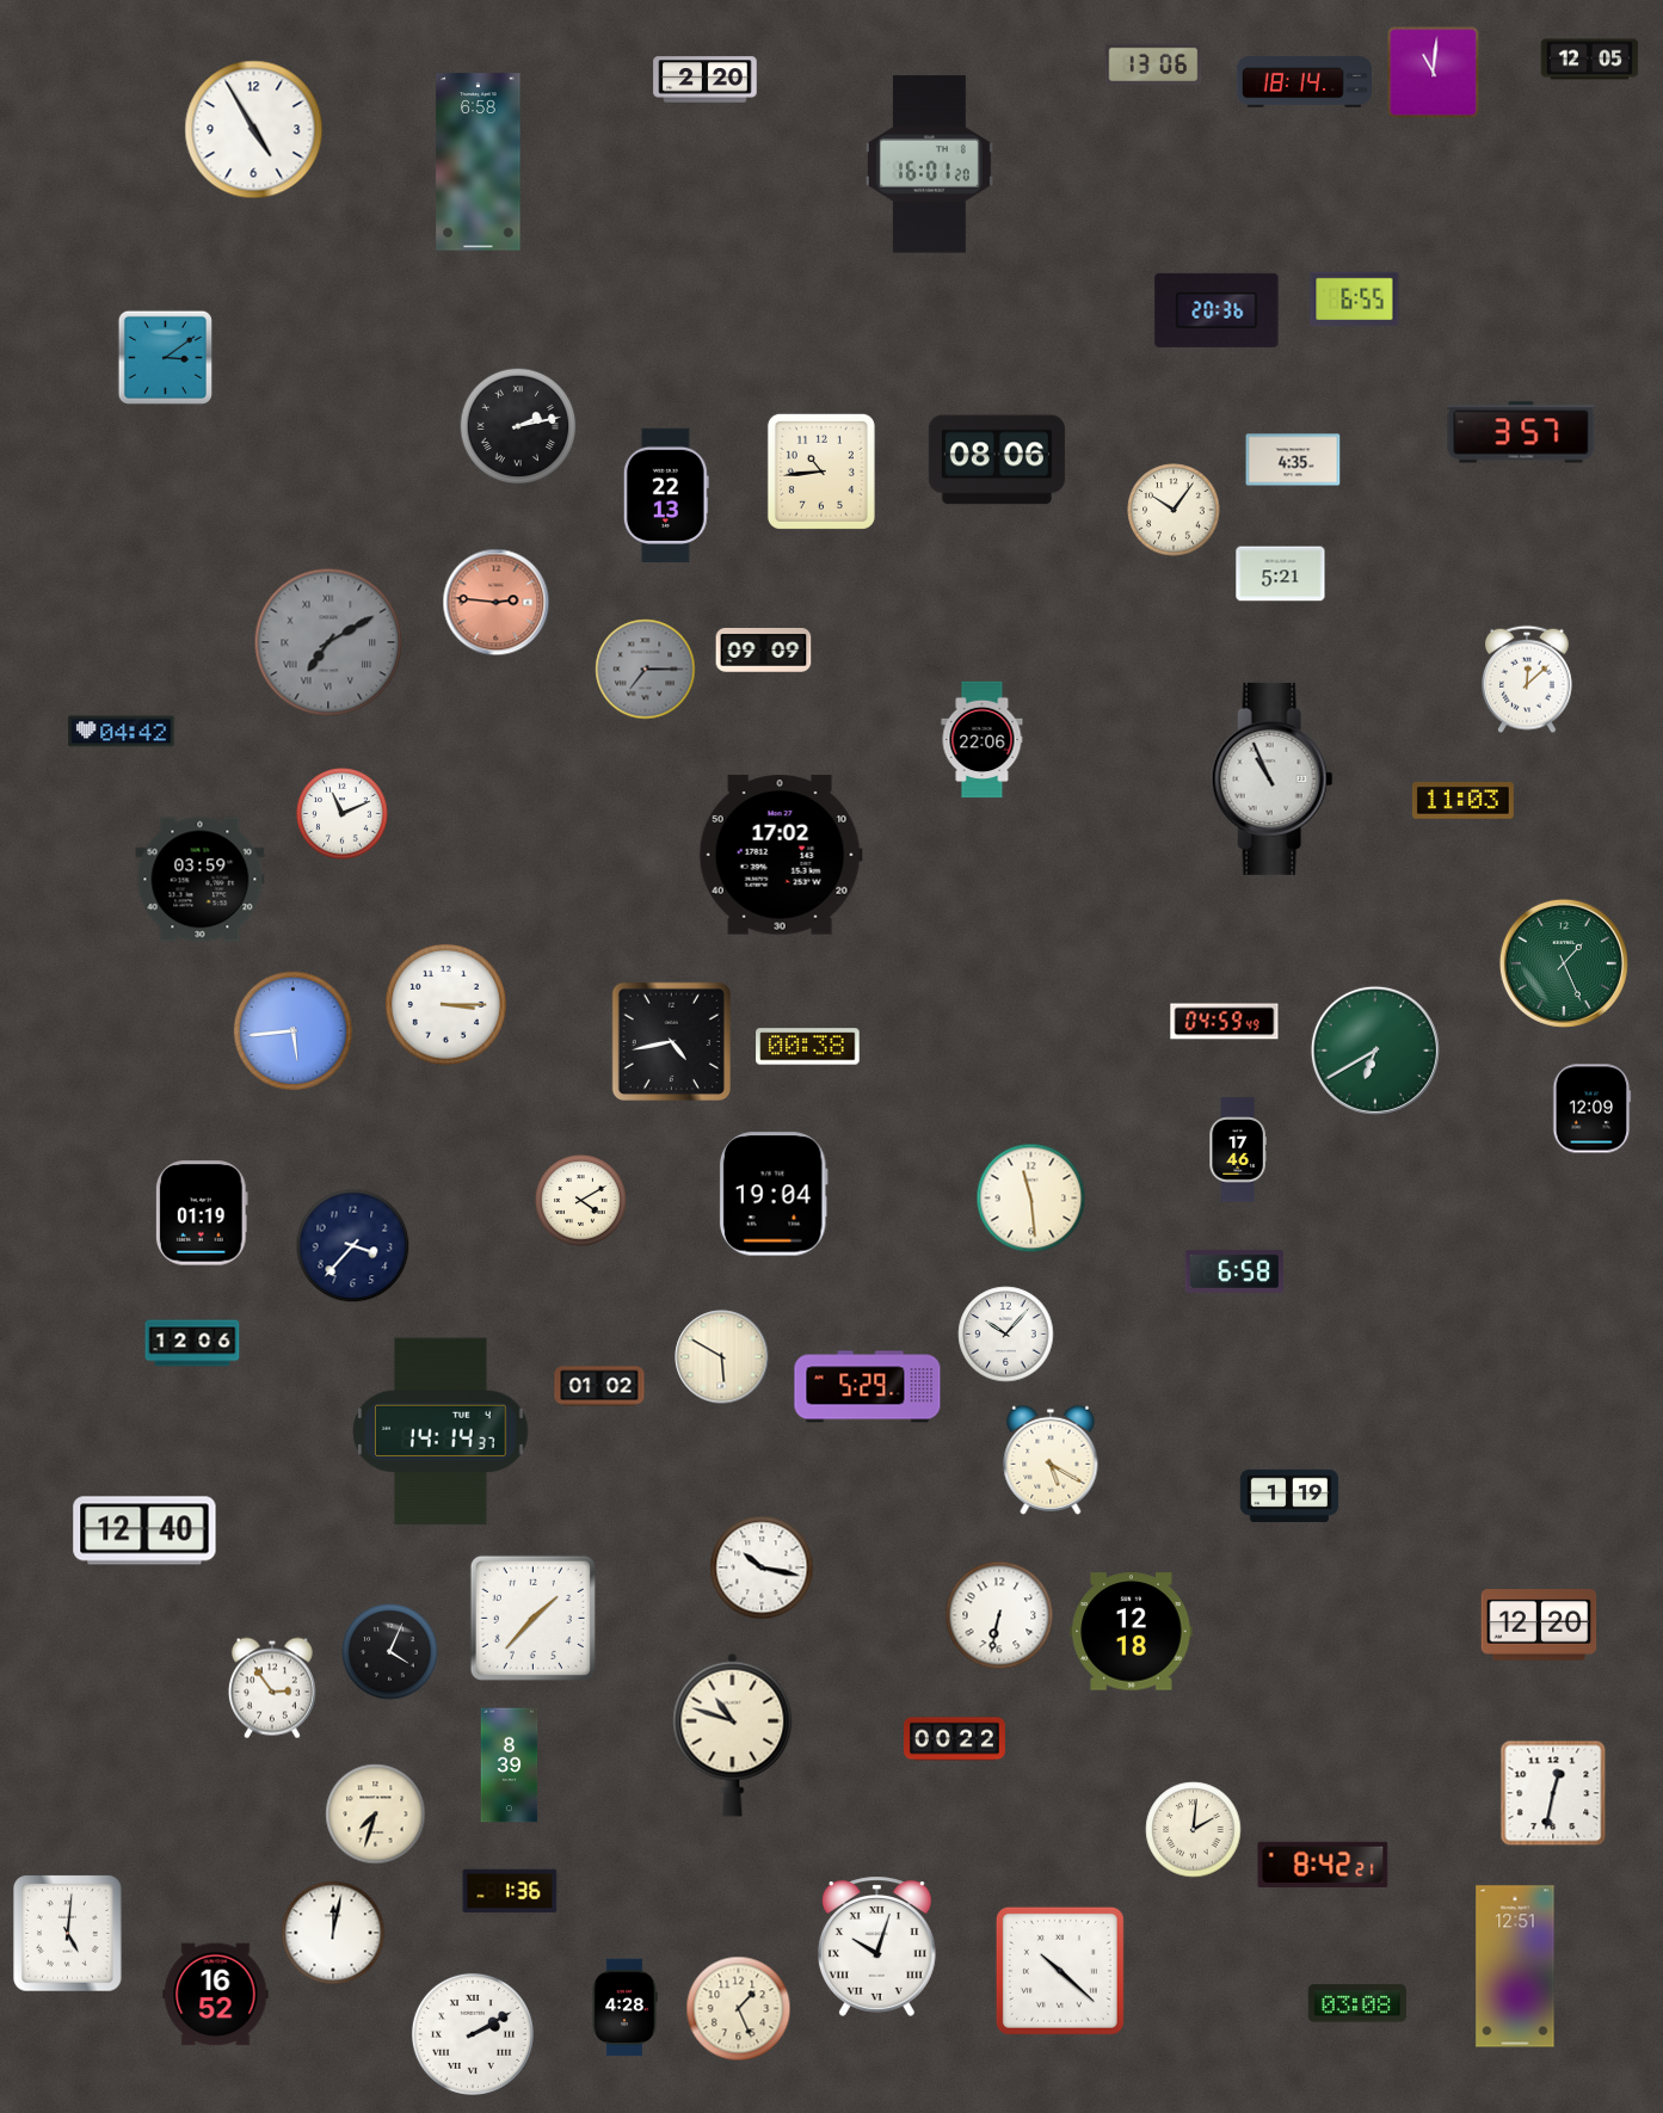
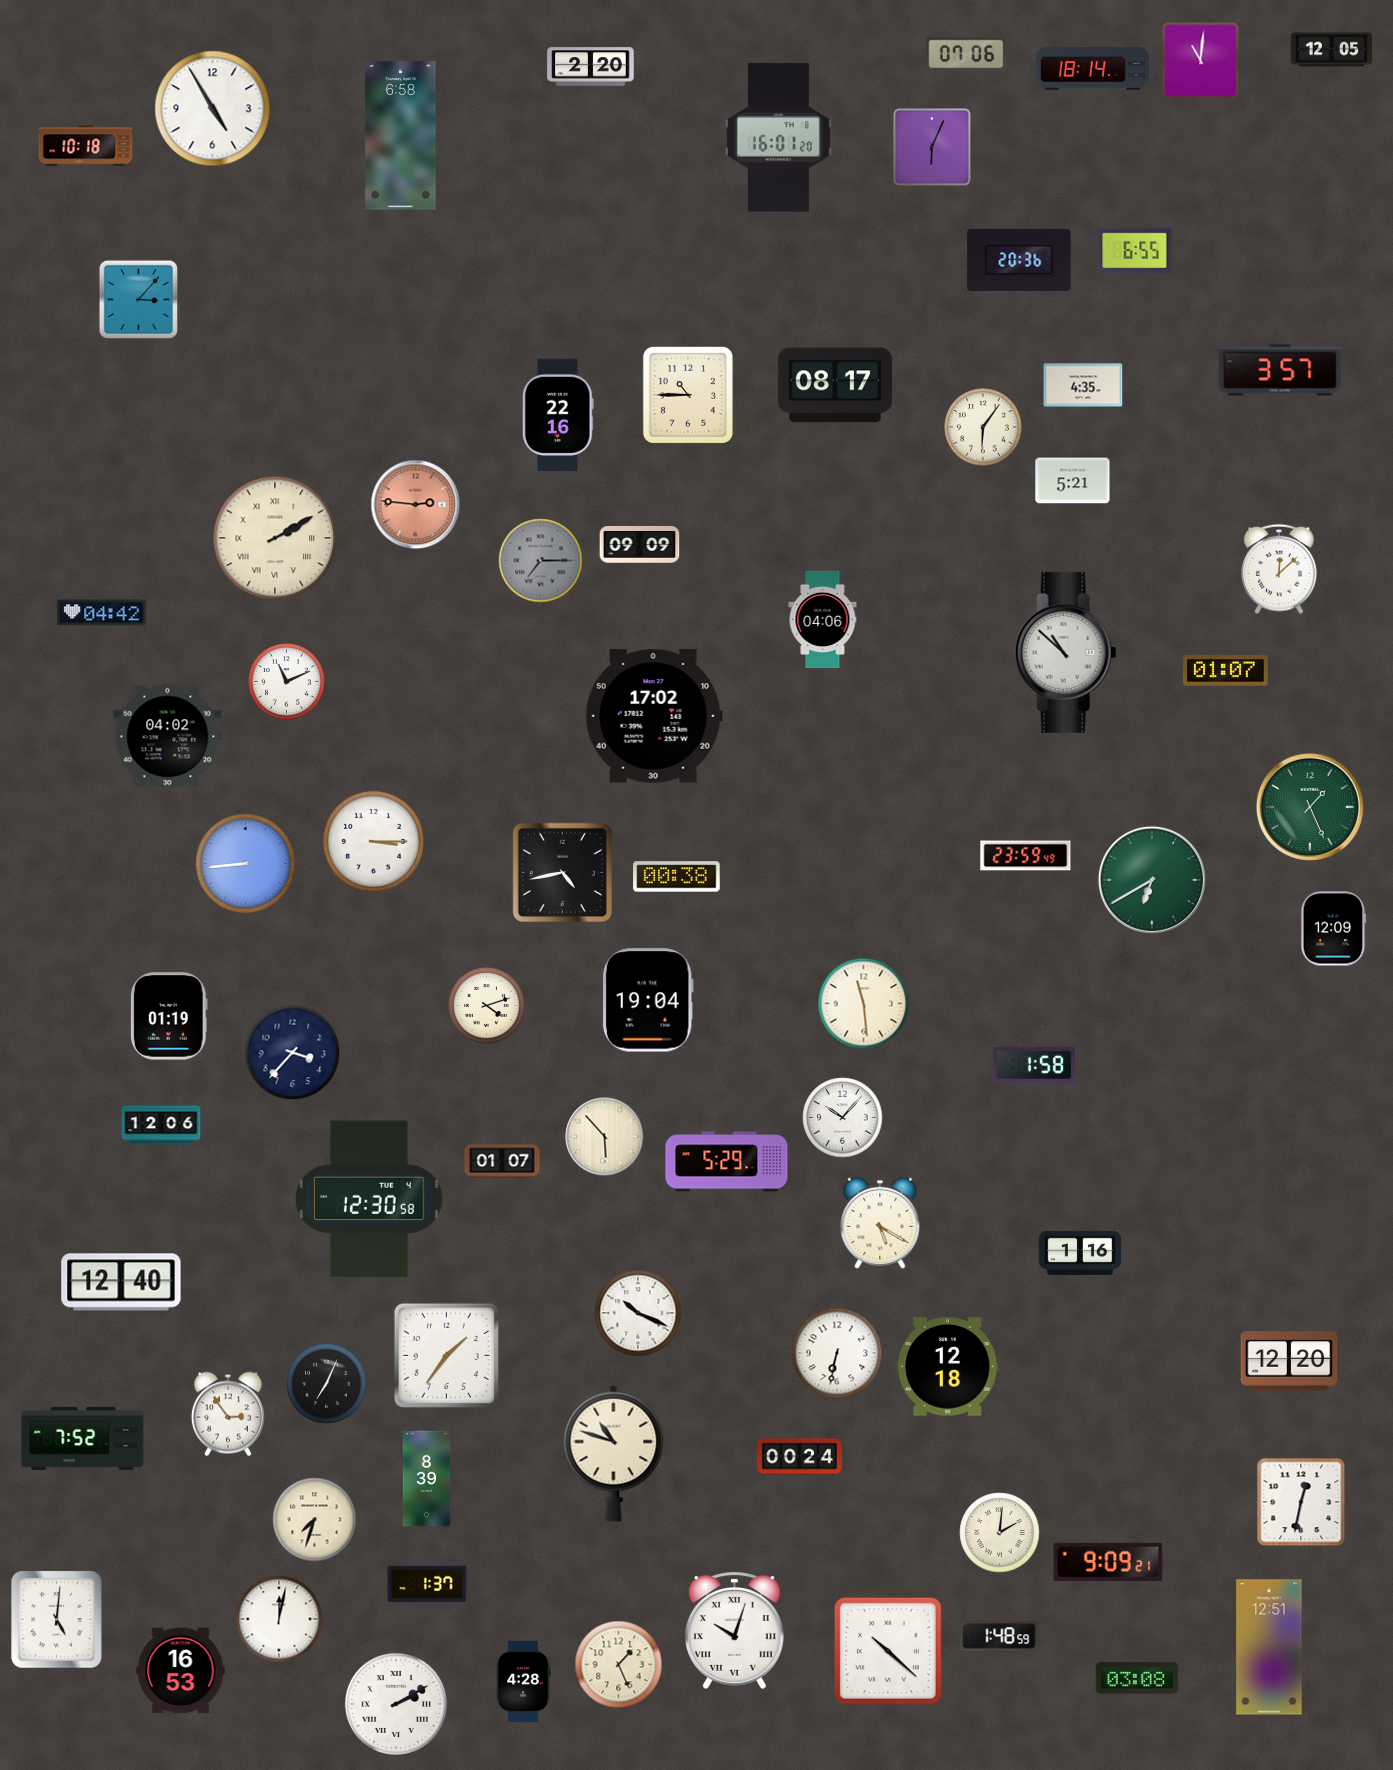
clock at (1153, 64): 13:06 -> 07:06
clock at (86, 146): none -> 10:18
clock at (932, 147): none -> 6:04
clock at (165, 357): 3:09 -> 3:07
clock at (518, 426): 2:13 -> none
clock at (1521, 432) position: (1521, 432) -> (1280, 370)
clock at (997, 460): 08:06 -> 08:17
clock at (821, 472): 10:44 -> 10:45
clock at (666, 495): 22:13 -> 22:16
clock at (1174, 510): 10:06 -> 6:06
clock at (328, 642): 7:10 -> 2:10
clock at (328, 642) dial: grey -> cream
clock at (983, 740): 22:06 -> 04:06
clock at (1273, 778): 10:56 -> 10:52
clock at (1462, 801): 11:03 -> 01:07
clock at (201, 880): 03:59 -> 04:02
clock at (1225, 1022): 04:59 -> 23:59
clock at (292, 1030): 5:44 -> 8:44
clock at (1238, 1150): 17:46 -> none
clock at (581, 1201): 4:10 -> 4:12
clock at (353, 1246) position: (353, 1246) -> (293, 1053)
clock at (1233, 1271): 6:58 -> 1:58
clock at (722, 1357): 5:50 -> 5:53
clock at (599, 1386): 01:02 -> 01:07
clock at (441, 1431): 14:14 -> 12:30
clock at (1289, 1496): 1:19 -> 1:16
clock at (762, 1567): 10:17 -> 10:19
clock at (532, 1618): 1:37 -> 1:36
clock at (390, 1652): 4:04 -> 7:04
clock at (83, 1438): none -> 7:52
clock at (955, 1739): 00:22 -> 00:24
clock at (1323, 1863): 8:42 -> 9:09
clock at (510, 1891): 1:36 -> 1:37
clock at (999, 1636): none -> 1:48
clock at (216, 1995): 16:52 -> 16:53
clock at (739, 2009) position: (739, 2009) -> (619, 1665)
